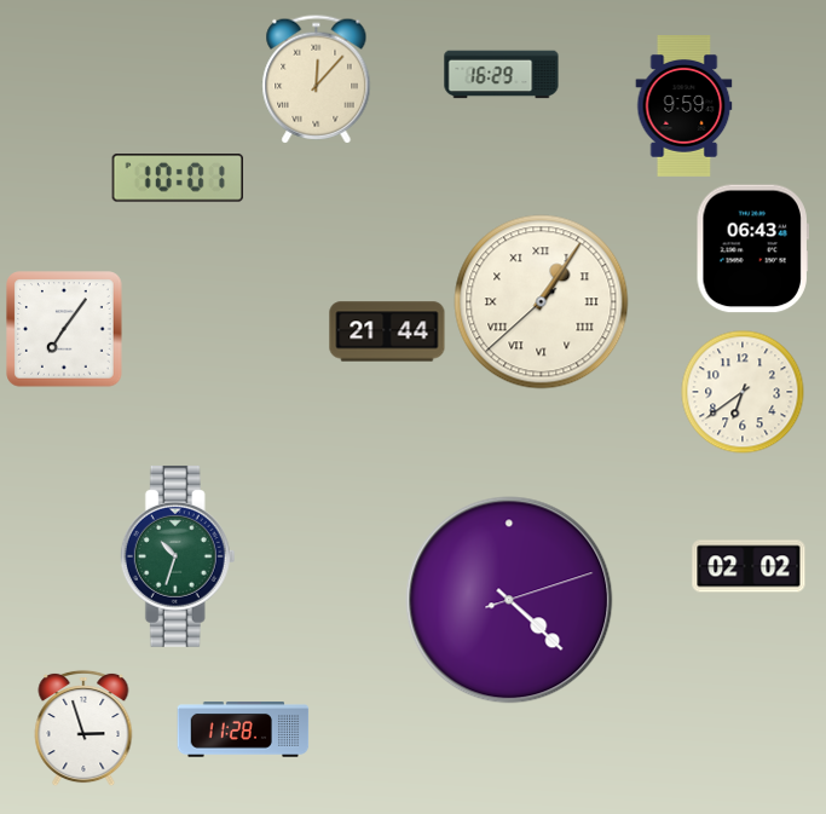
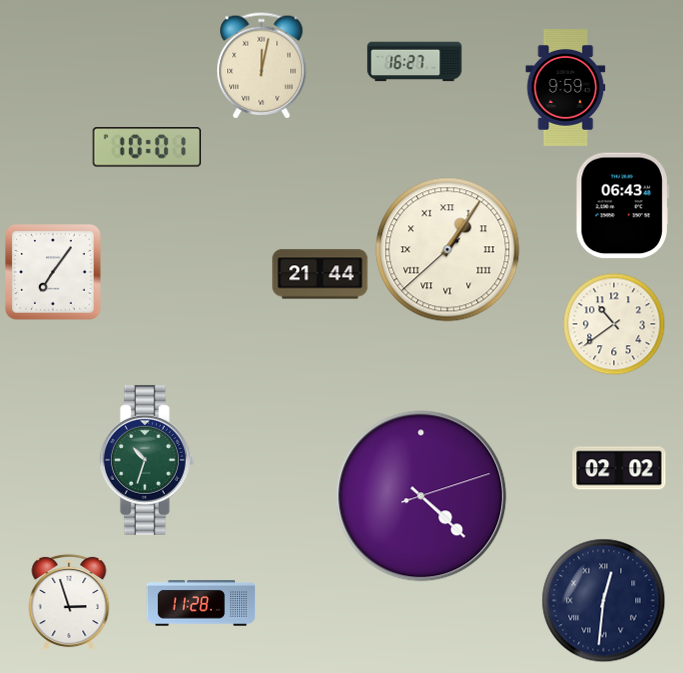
clock at (502, 75): 16:29 -> 16:27
clock at (317, 80): 12:07 -> 12:02
clock at (743, 392): 6:39 -> 10:39
clock at (604, 601): none -> 12:31
